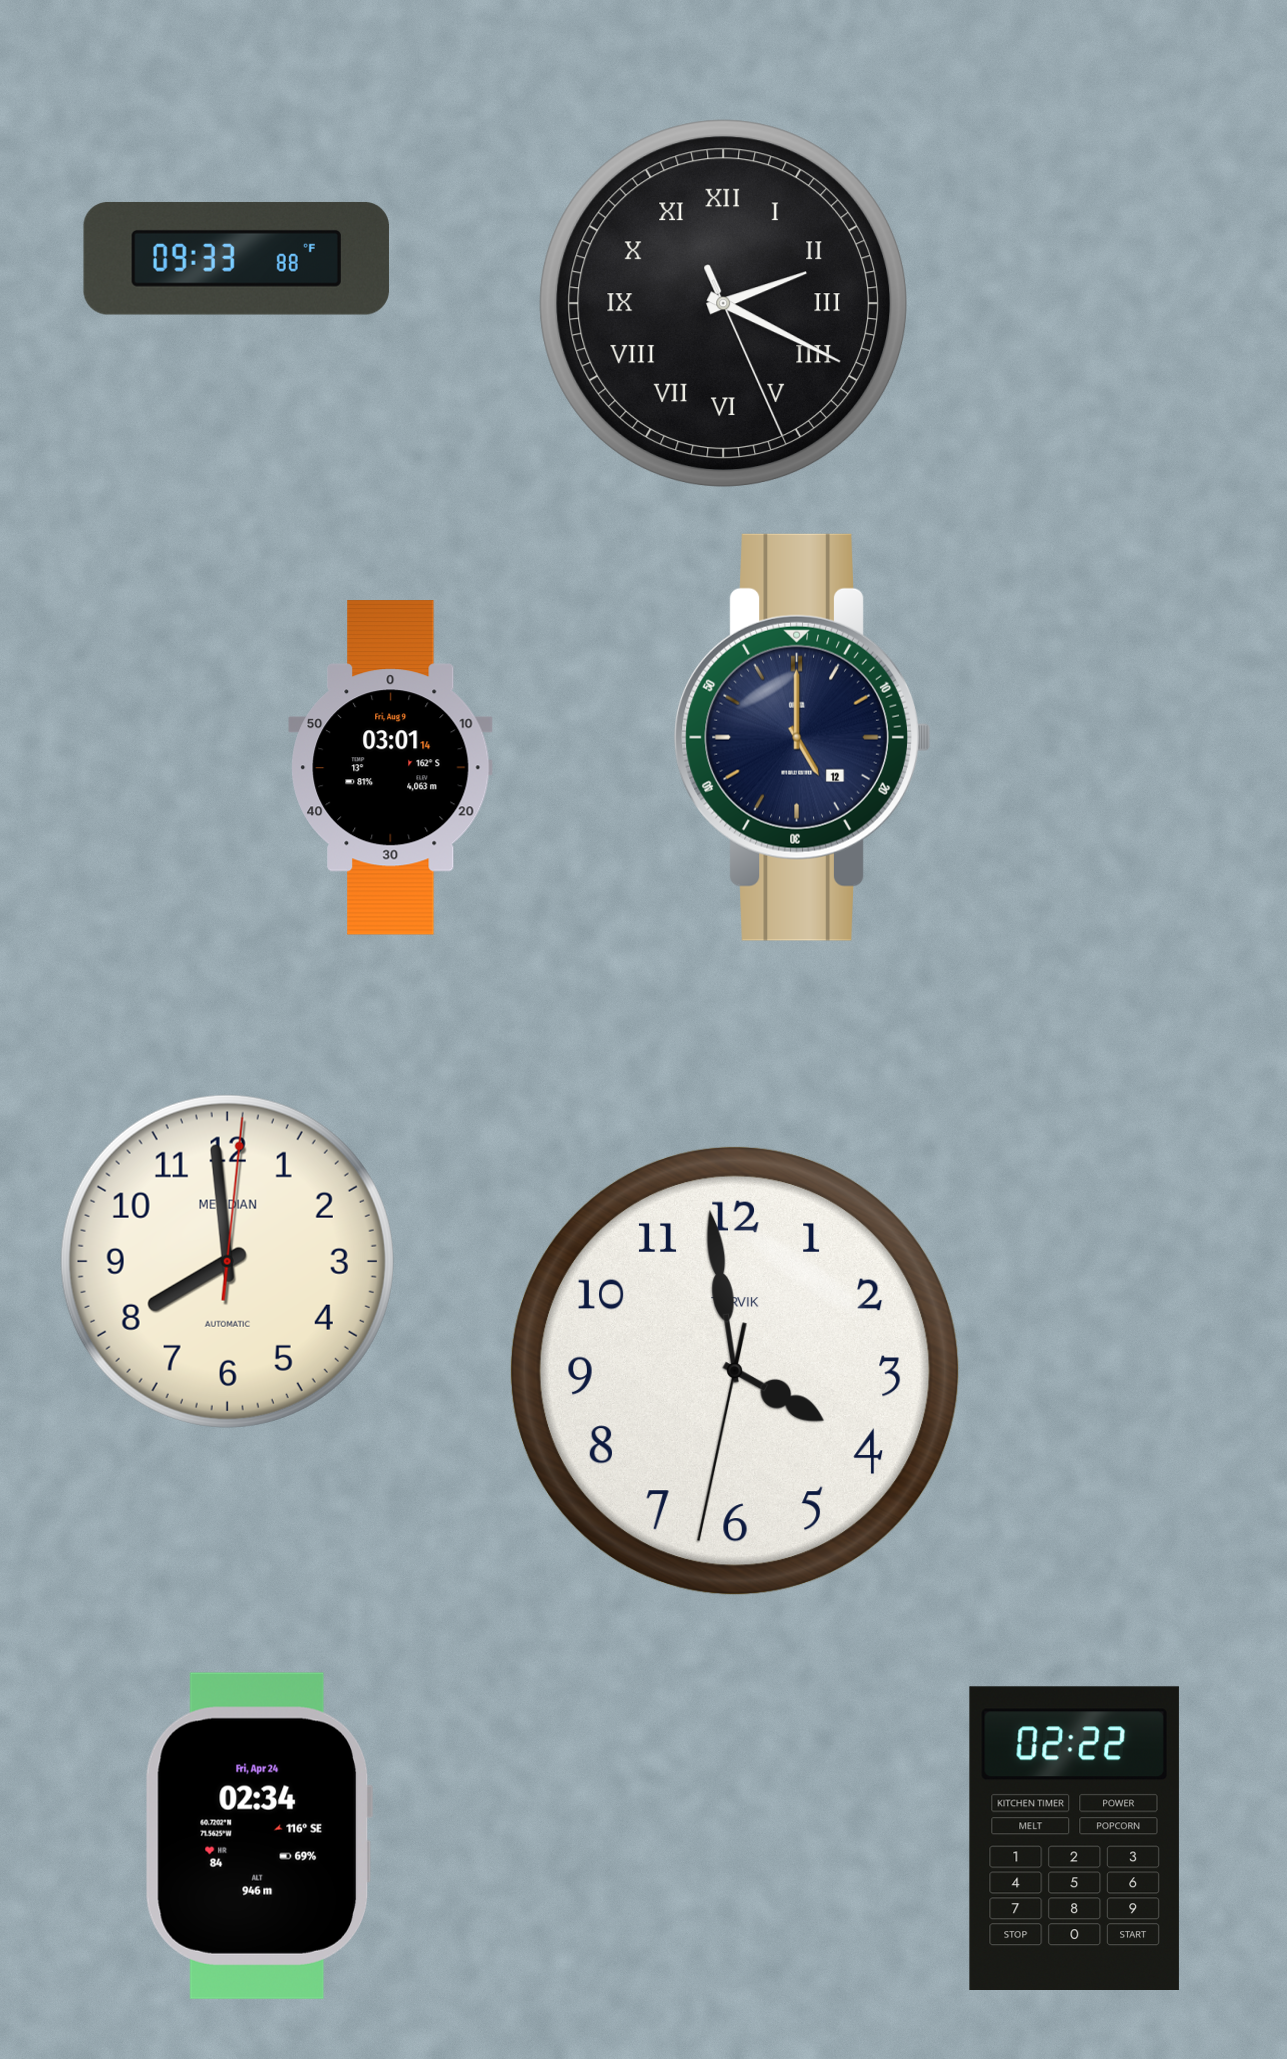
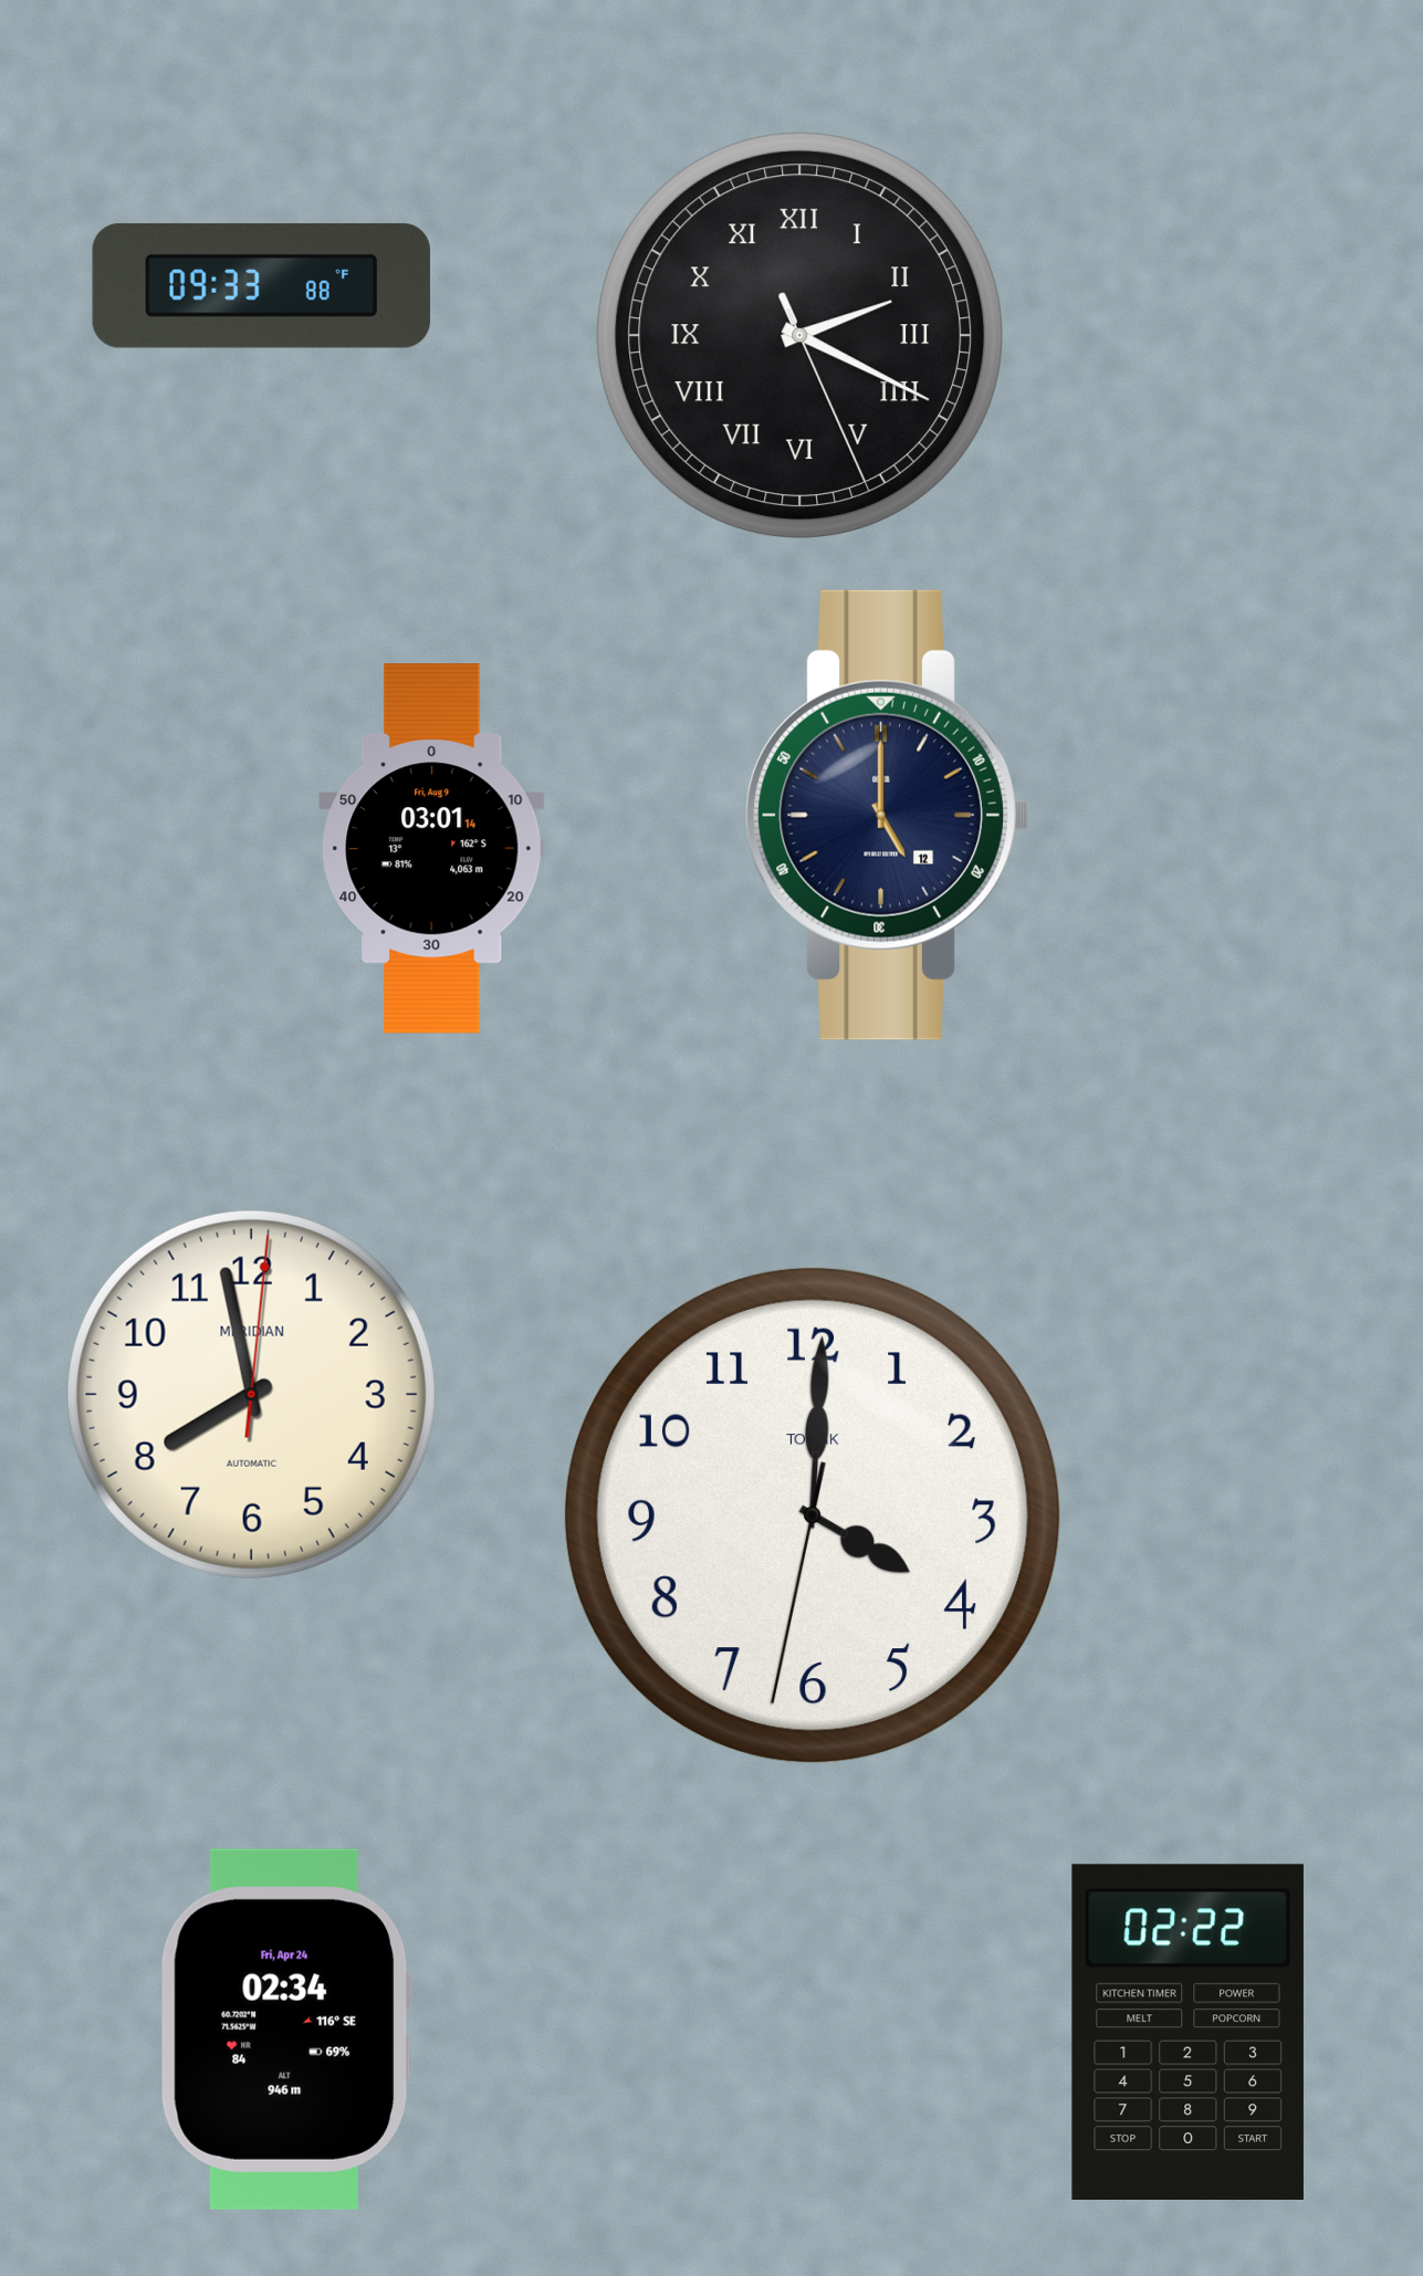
clock at (227, 1261): 7:59 -> 7:58
clock at (735, 1371): 3:58 -> 4:00
